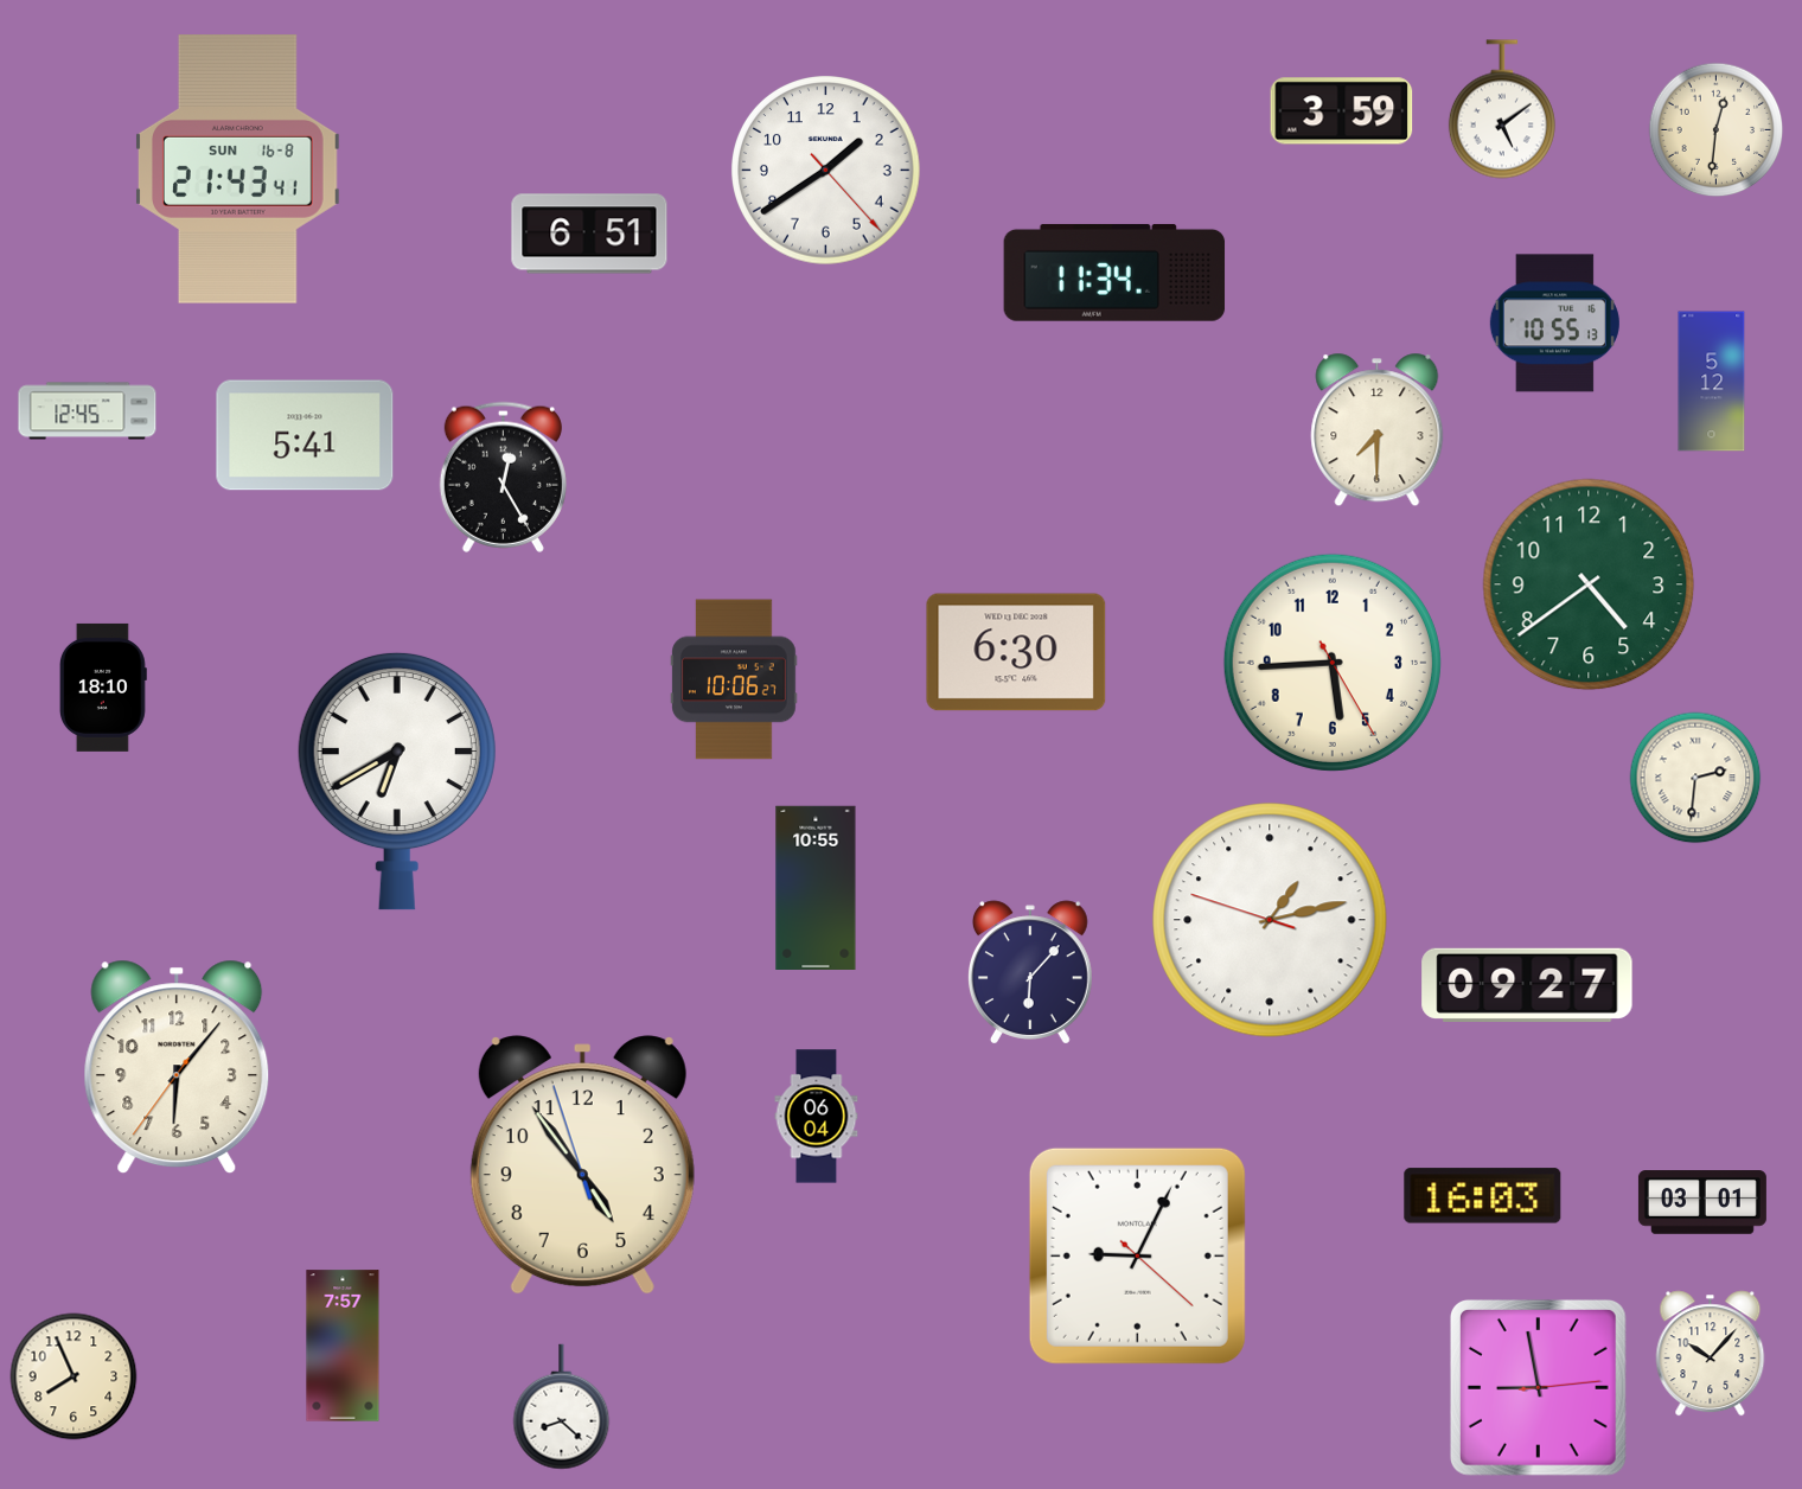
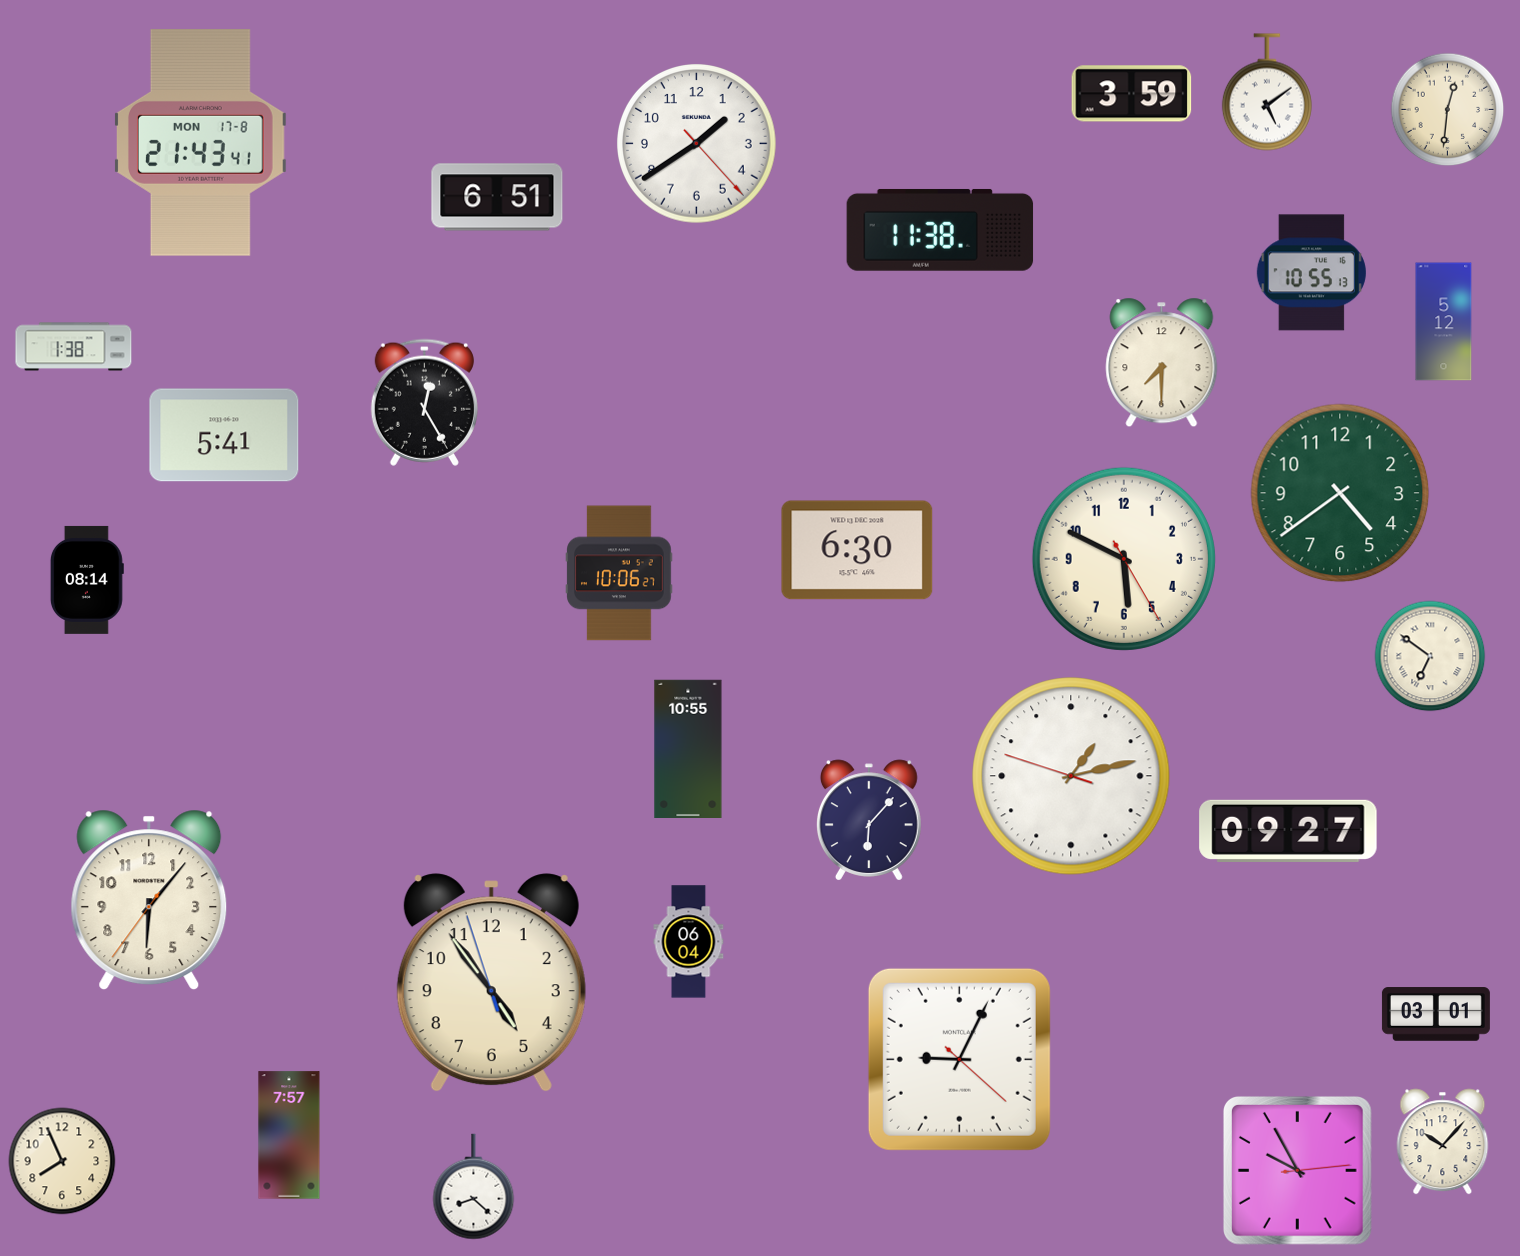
clock at (238, 170) date: SUN 16-8 -> MON 17-8
clock at (1114, 273): 11:34 -> 11:38
clock at (88, 411): 12:45 -> 1:38
clock at (305, 435) position: (305, 435) -> (224, 435)
clock at (1333, 663): 5:44 -> 5:49
clock at (103, 688): 18:10 -> 08:14
clock at (1695, 778): 2:31 -> 6:51
clock at (397, 781): 6:40 -> none
clock at (1483, 1196): 16:03 -> none
clock at (1538, 1387): 8:58 -> 9:55
